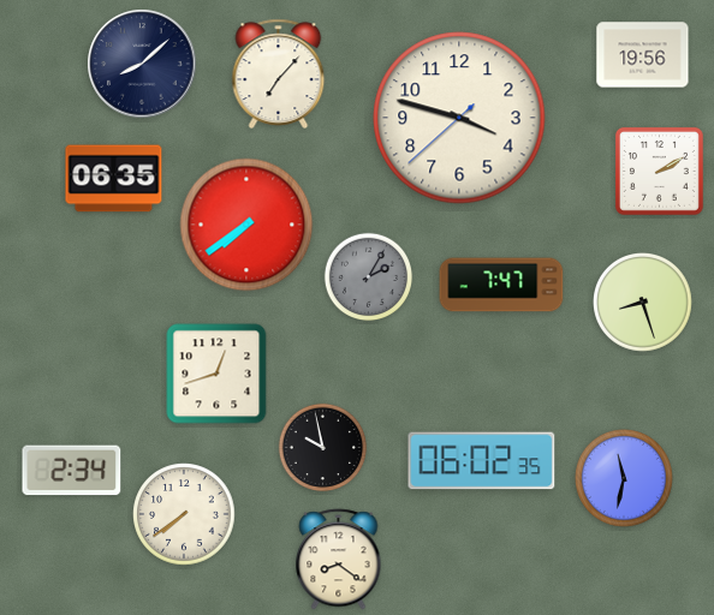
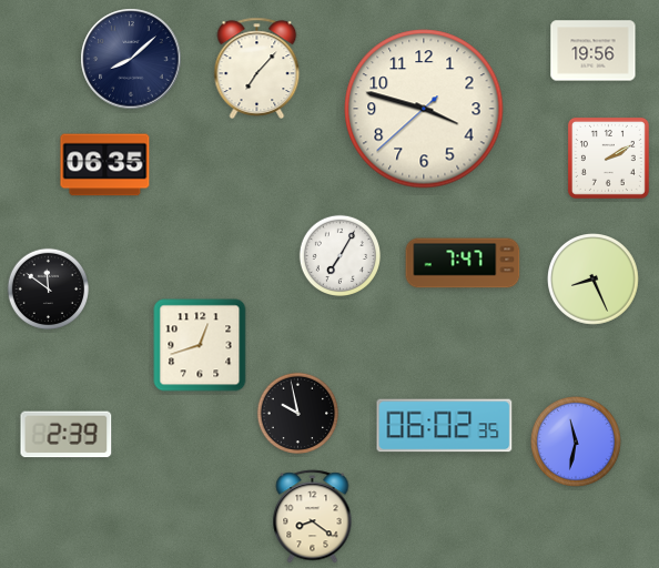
clock at (246, 225): 7:39 -> none
clock at (369, 277): 2:05 -> 7:05
clock at (369, 277) dial: grey -> white
clock at (643, 303): 8:27 -> 8:26
clock at (49, 290): none -> 11:51
clock at (72, 471): 2:34 -> 2:39
clock at (184, 514): 7:39 -> none
